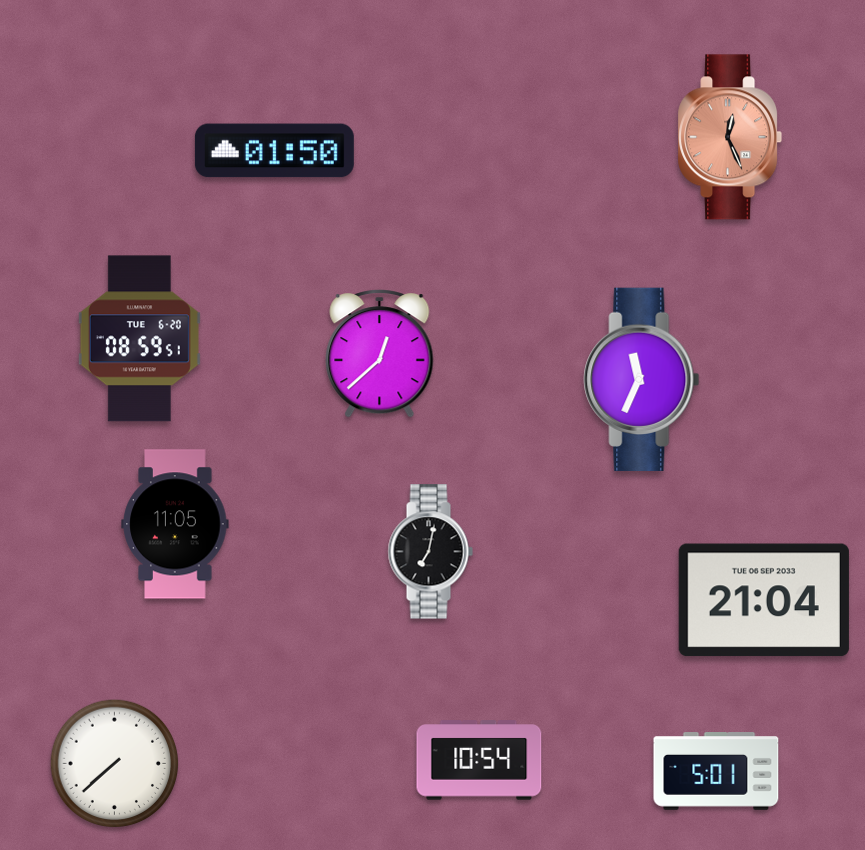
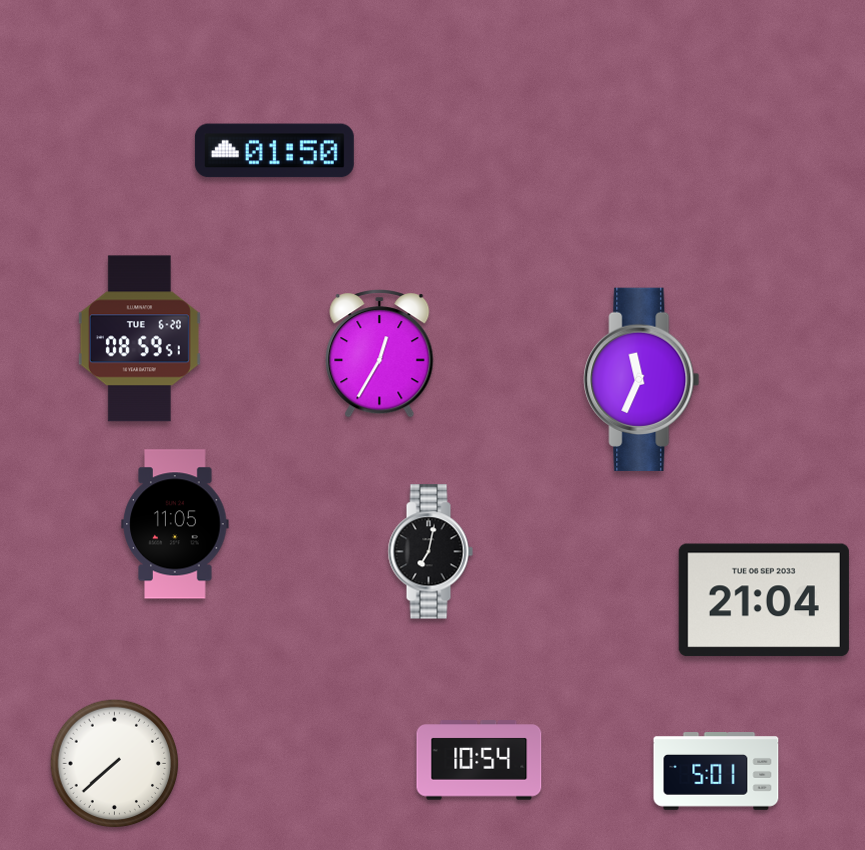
clock at (730, 137): 12:26 -> none
clock at (380, 354): 12:38 -> 12:35
